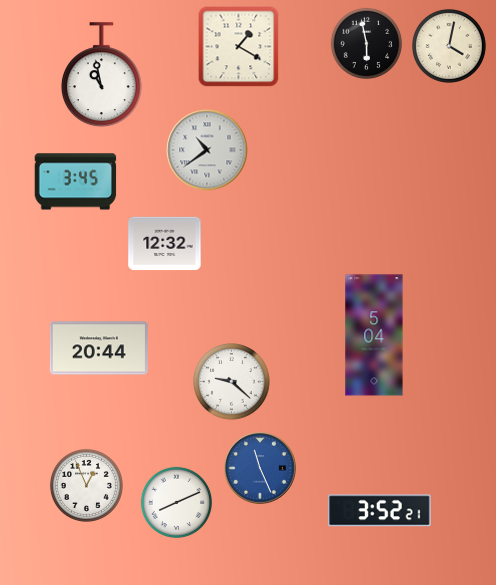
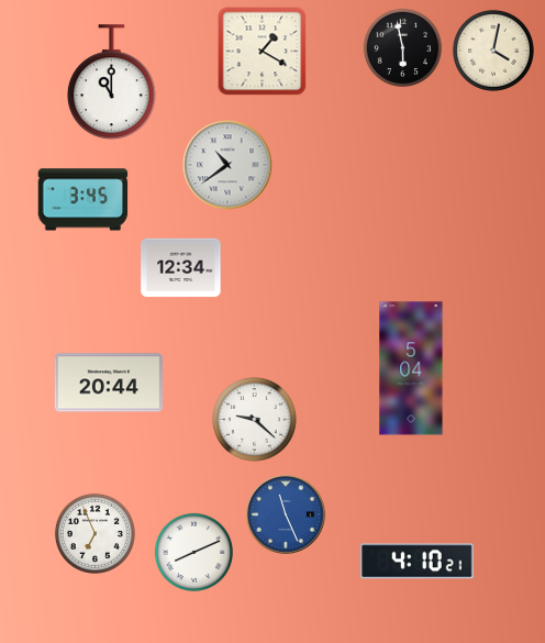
clock at (101, 75): 10:58 -> 11:00
clock at (165, 244): 12:32 -> 12:34
clock at (86, 485): 12:56 -> 6:56
clock at (380, 511): 3:52 -> 4:10
